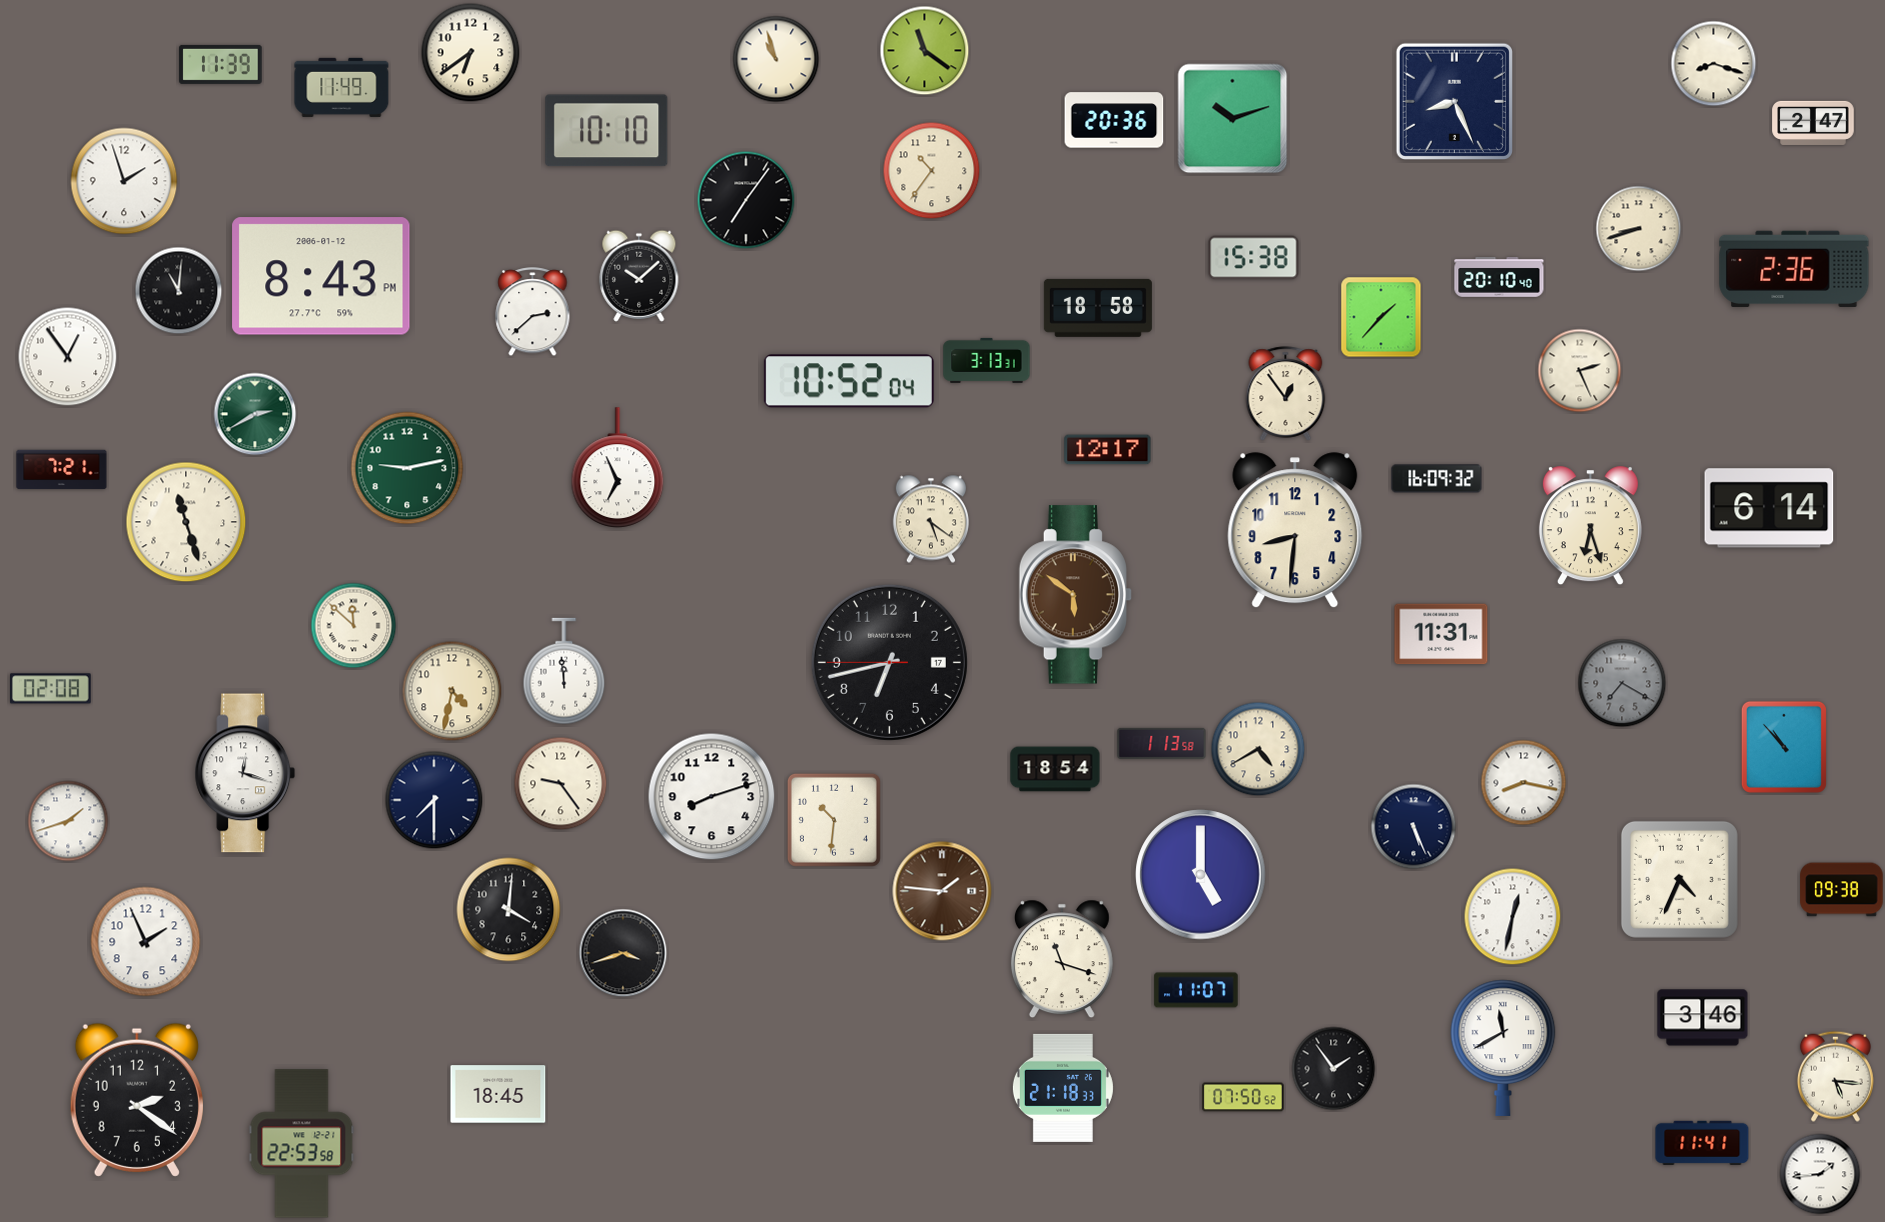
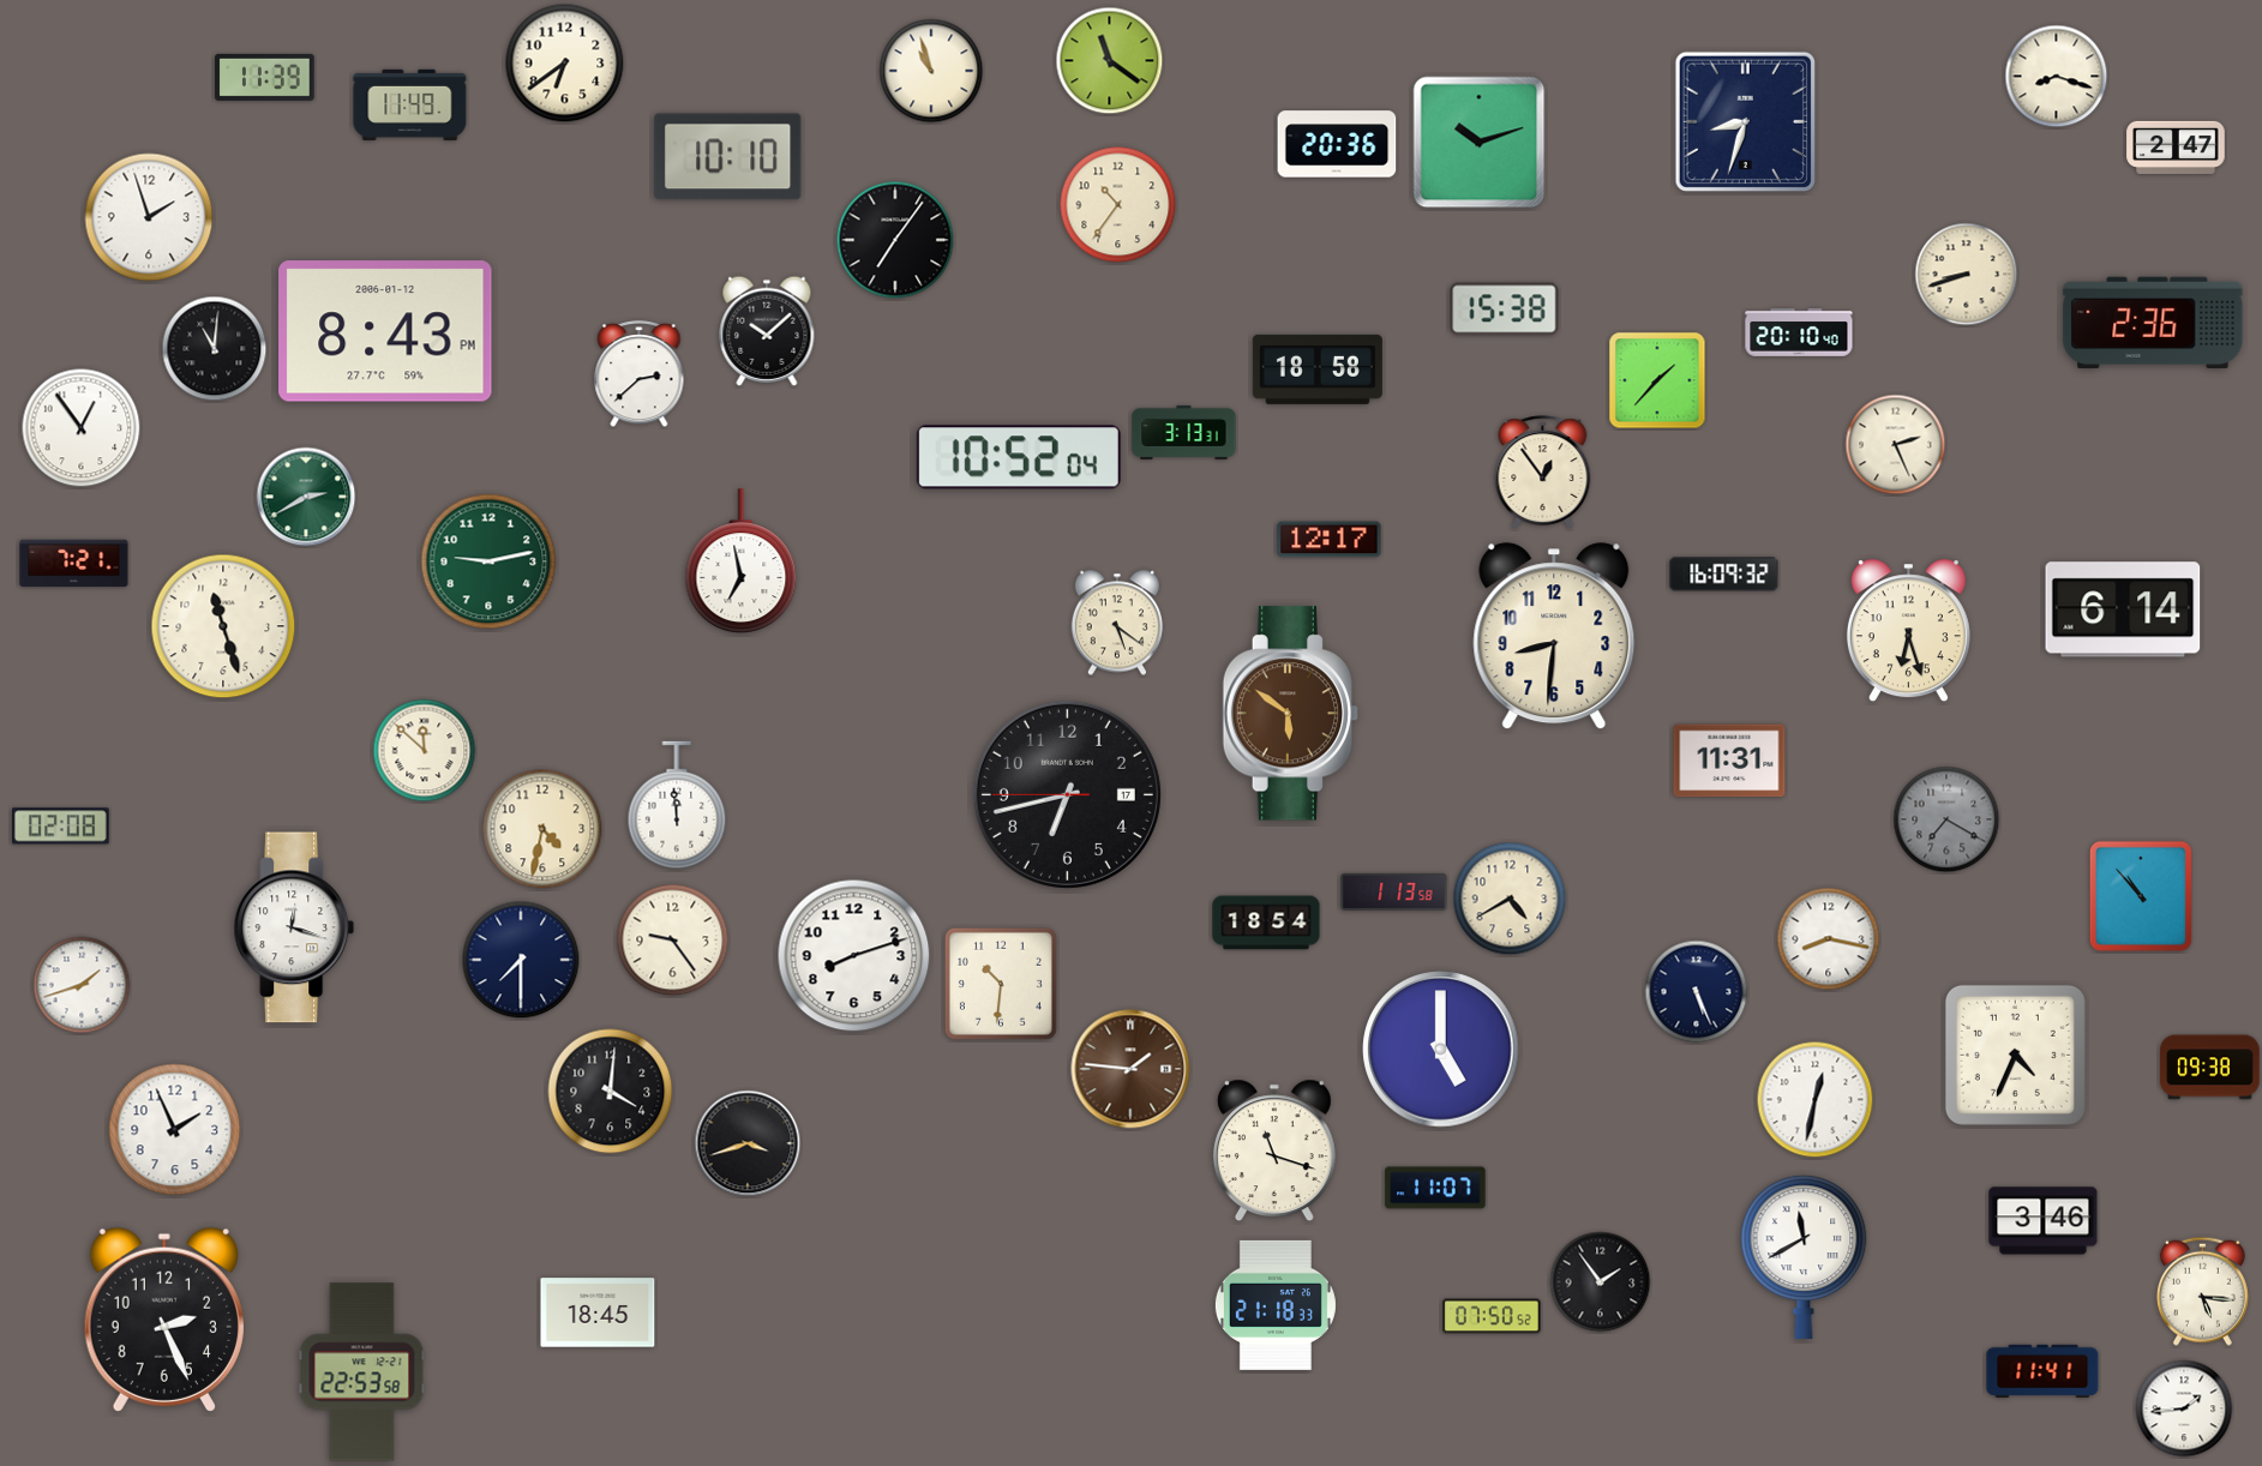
clock at (1454, 101): 8:26 -> 8:33
clock at (618, 468): 6:56 -> 6:58
clock at (137, 1100): 2:21 -> 2:26
